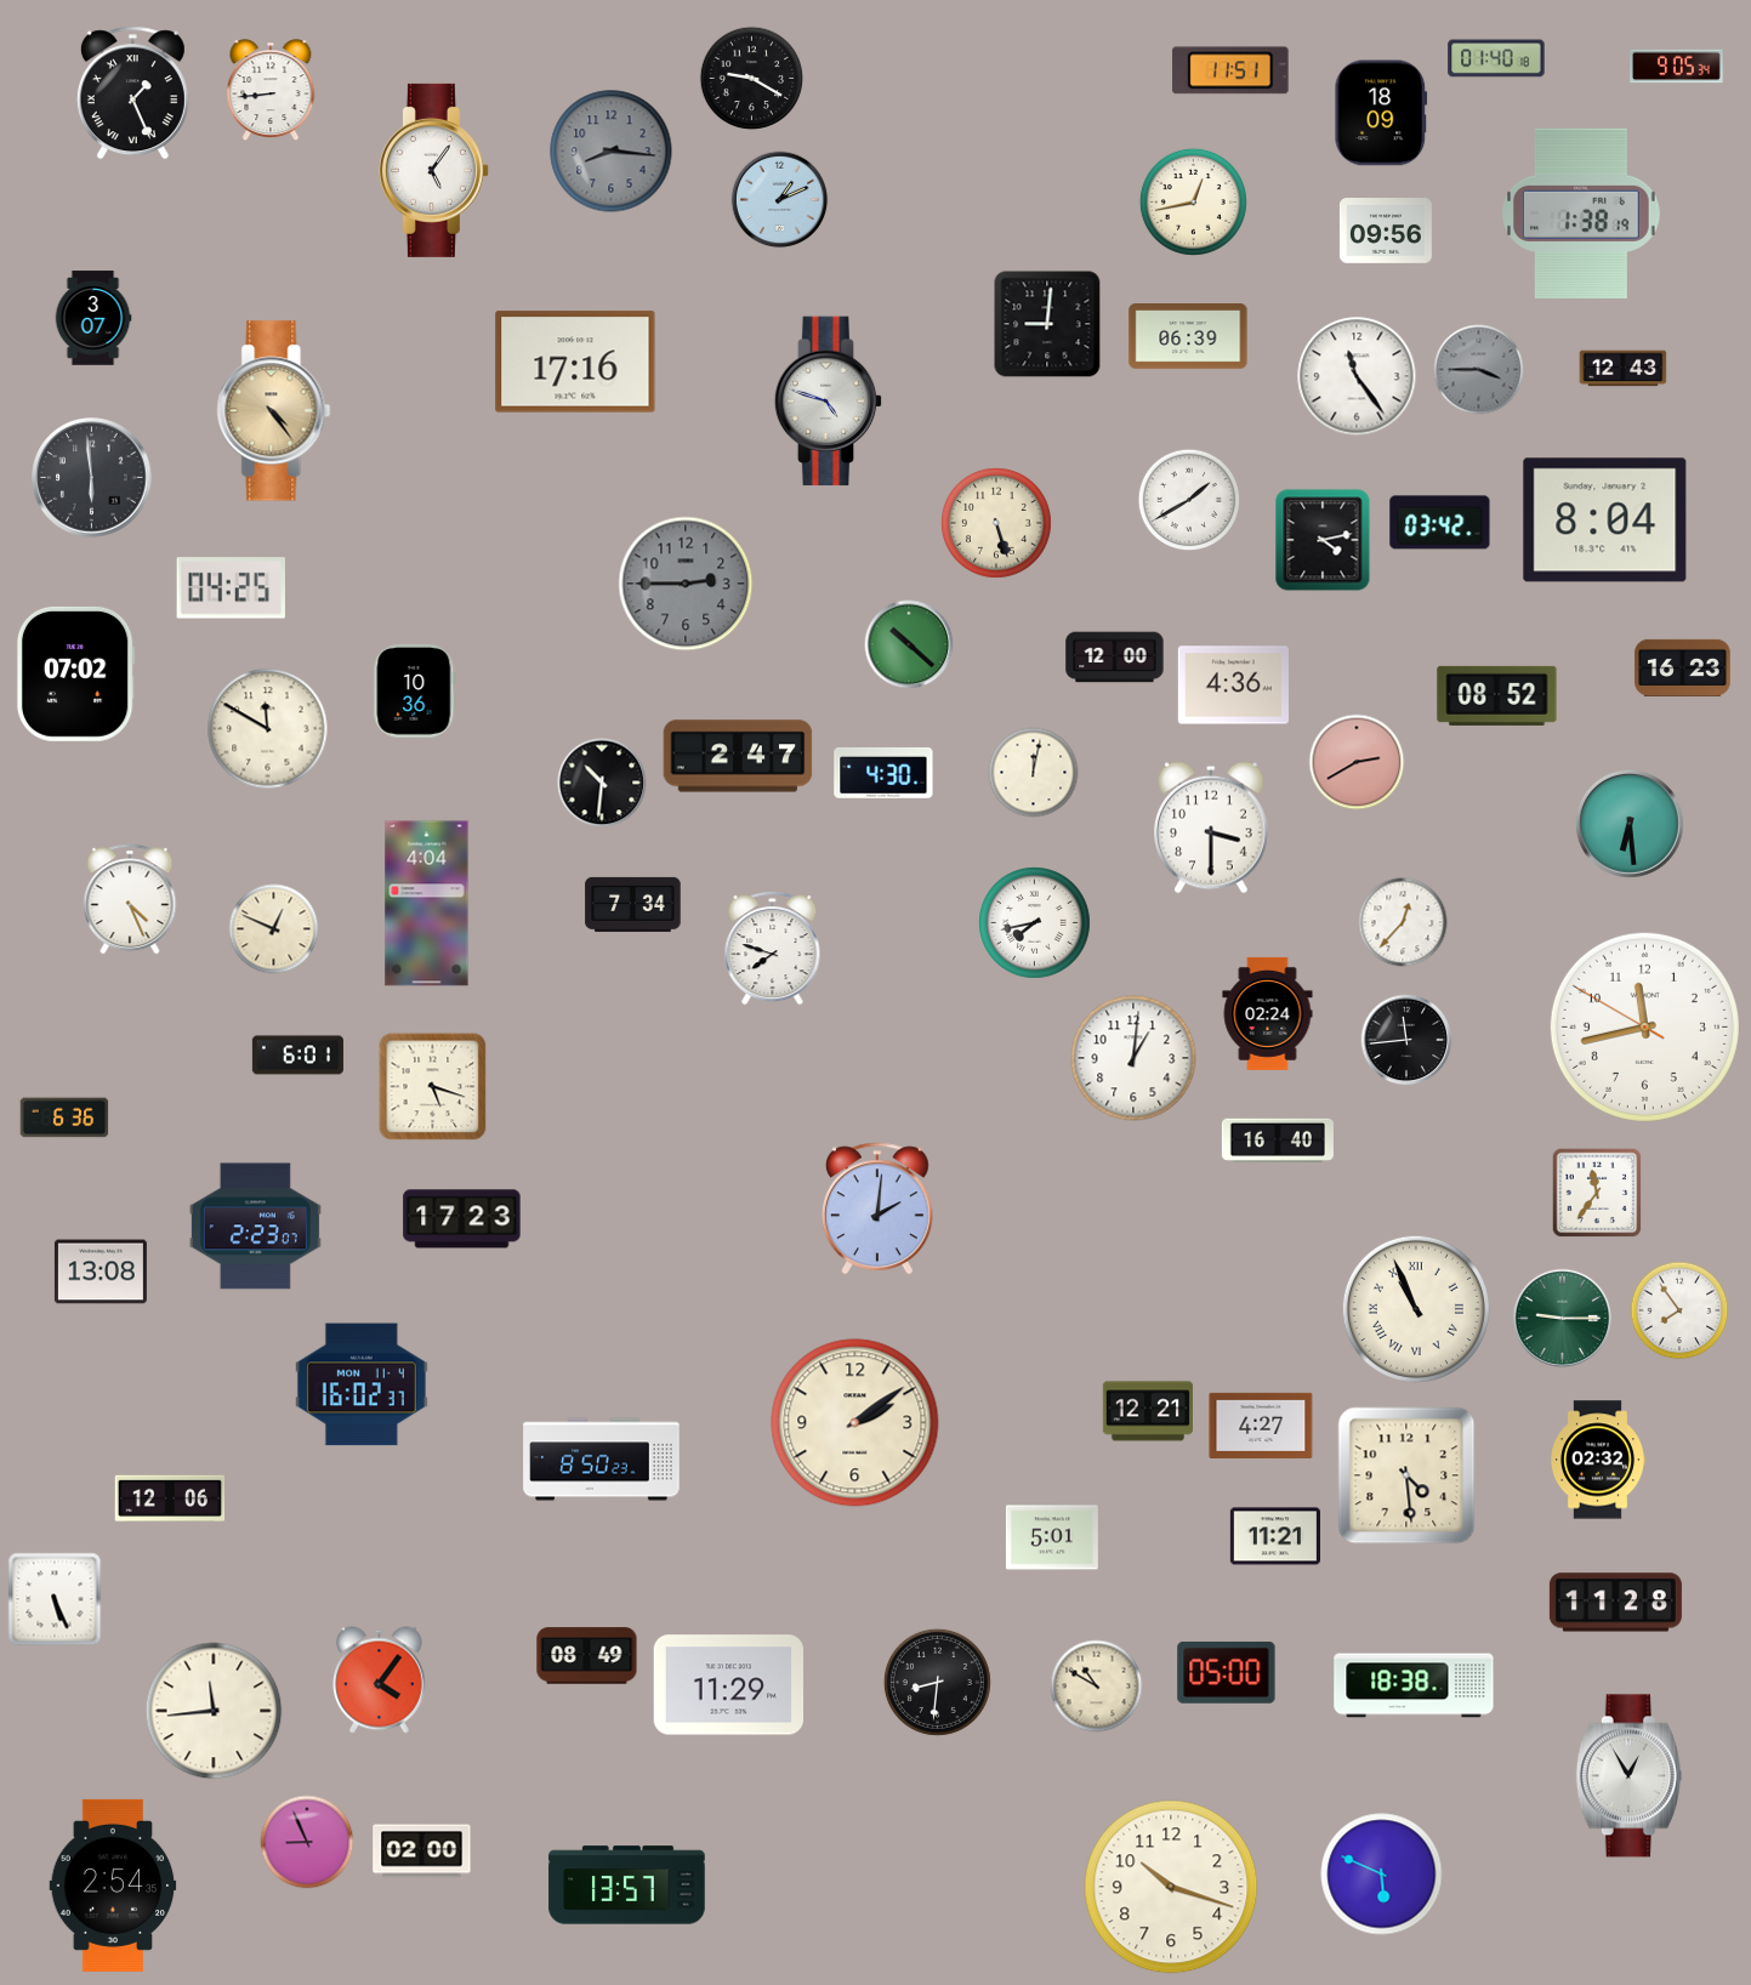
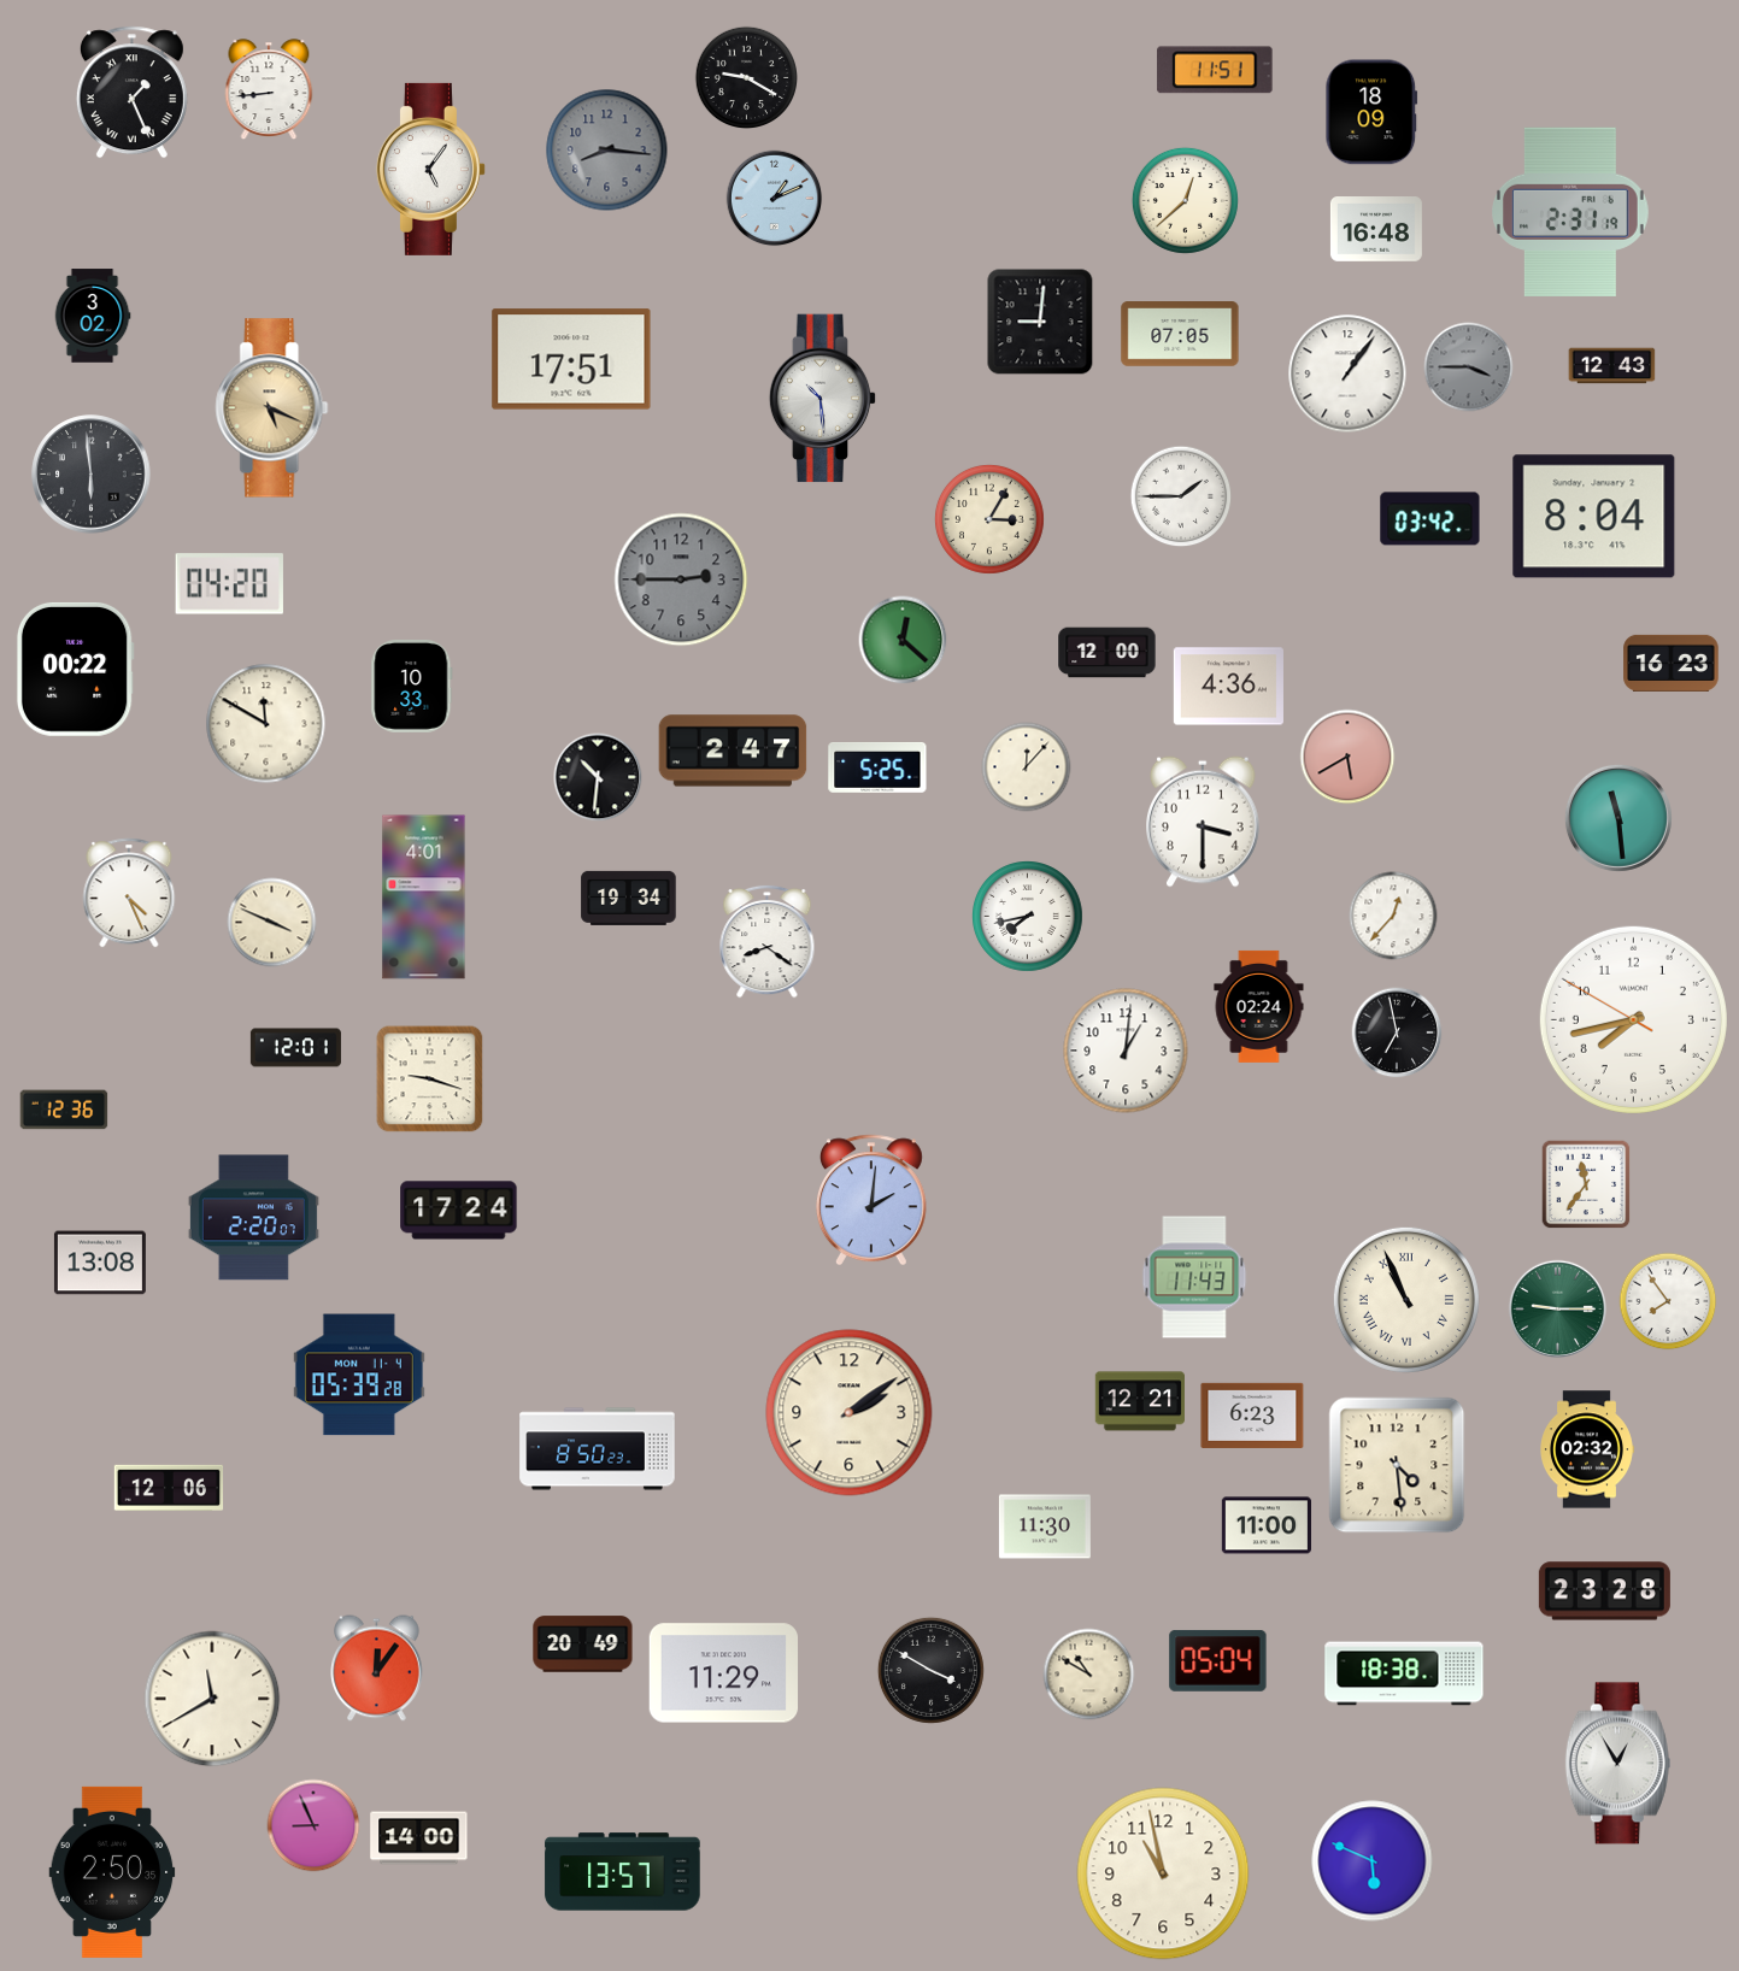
clock at (1496, 58): 01:40 -> none
clock at (1677, 67): 9:05 -> none
clock at (1230, 70) position: (1230, 70) -> (1215, 70)
clock at (1193, 201): 12:43 -> 12:38
clock at (1582, 212): 1:38 -> 2:31
clock at (1386, 232): 09:56 -> 16:48
clock at (93, 318): 3:07 -> 3:02
clock at (1188, 336): 06:39 -> 07:05
clock at (575, 362): 17:16 -> 17:51
clock at (1357, 376): 11:24 -> 1:06
clock at (829, 402): 4:48 -> 10:29
clock at (274, 411): 4:24 -> 5:19
clock at (1189, 500): 1:40 -> 1:45
clock at (996, 523): 5:27 -> 3:05
clock at (1323, 540): 4:13 -> none
clock at (231, 588): 04:25 -> 04:20
clock at (909, 644): 10:22 -> 12:22
clock at (75, 673): 07:02 -> 00:22
clock at (1233, 686) position: (1233, 686) -> (1228, 687)
clock at (415, 690): 10:36 -> 10:33
clock at (1497, 695): 08:52 -> none
clock at (1357, 762): 2:40 -> 5:40
clock at (883, 773): 4:30 -> 5:25
clock at (1034, 773): 12:02 -> 12:07
clock at (1630, 824): 6:29 -> 11:29
clock at (427, 904): 4:04 -> 4:01
clock at (633, 904): 7:34 -> 19:34
clock at (274, 929): 12:49 -> 3:49
clock at (773, 948): 7:48 -> 8:21
clock at (1644, 1026): 11:42 -> 7:42
clock at (1406, 1040): 11:44 -> 6:58
clock at (297, 1056): 6:01 -> 12:01
clock at (433, 1087): 5:18 -> 9:18
clock at (64, 1117): 6:36 -> 12:36
clock at (1278, 1141): 16:40 -> none
clock at (462, 1219): 17:23 -> 17:24
clock at (255, 1227): 2:23 -> 2:20
clock at (1194, 1277): none -> 11:43
clock at (1563, 1319) position: (1563, 1319) -> (1558, 1310)
clock at (362, 1384): 16:02 -> 05:39
clock at (1261, 1426): 4:27 -> 6:23
clock at (1274, 1536): 11:21 -> 11:00
clock at (1052, 1537): 5:01 -> 11:30
clock at (55, 1599): 5:26 -> none
clock at (1615, 1603): 11:28 -> 23:28
clock at (587, 1656): 08:49 -> 20:49
clock at (1227, 1672): 05:00 -> 05:04
clock at (380, 1680): 4:06 -> 12:06
clock at (937, 1682): 8:31 -> 3:50
clock at (214, 1711): 11:44 -> 11:40
clock at (307, 1842) position: (307, 1842) -> (313, 1825)
clock at (422, 1852): 02:00 -> 14:00
clock at (113, 1886): 2:54 -> 2:50
clock at (1171, 1887): 10:18 -> 10:58
